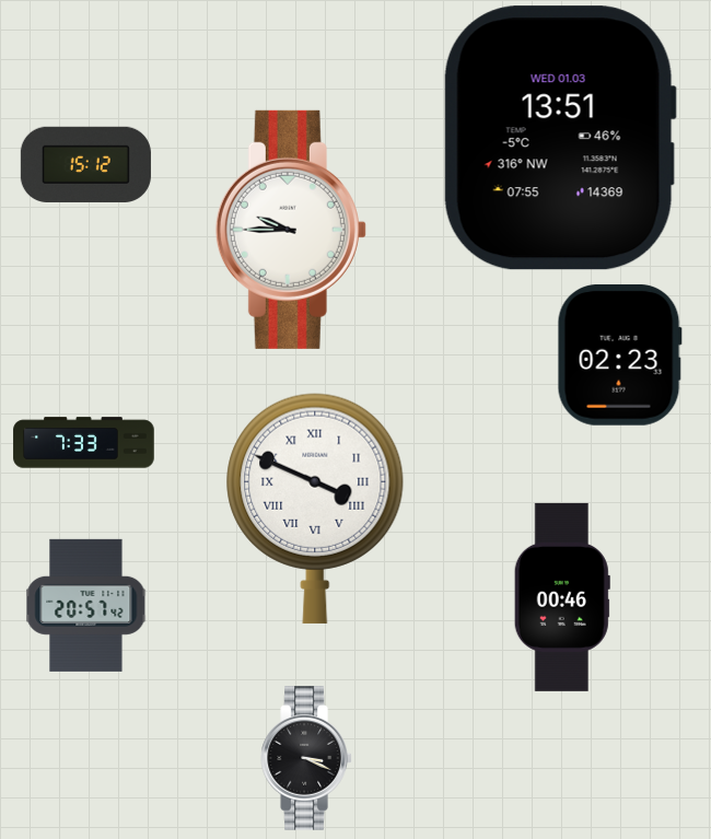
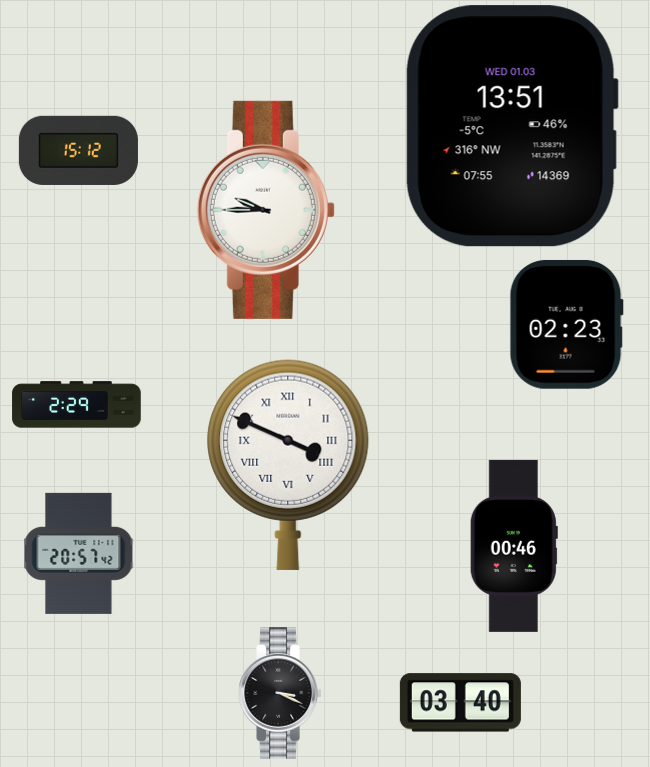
clock at (84, 443): 7:33 -> 2:29
clock at (460, 703): none -> 03:40
